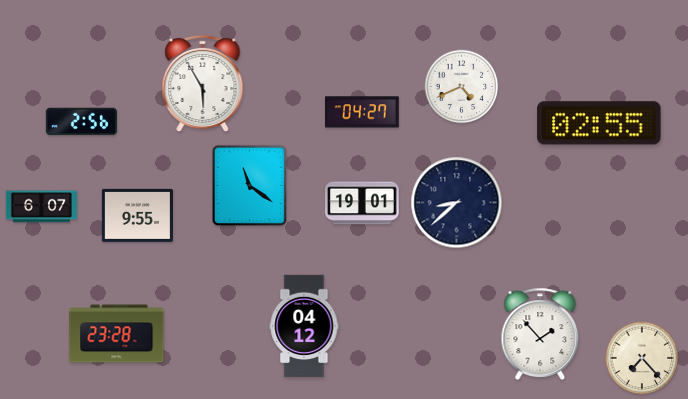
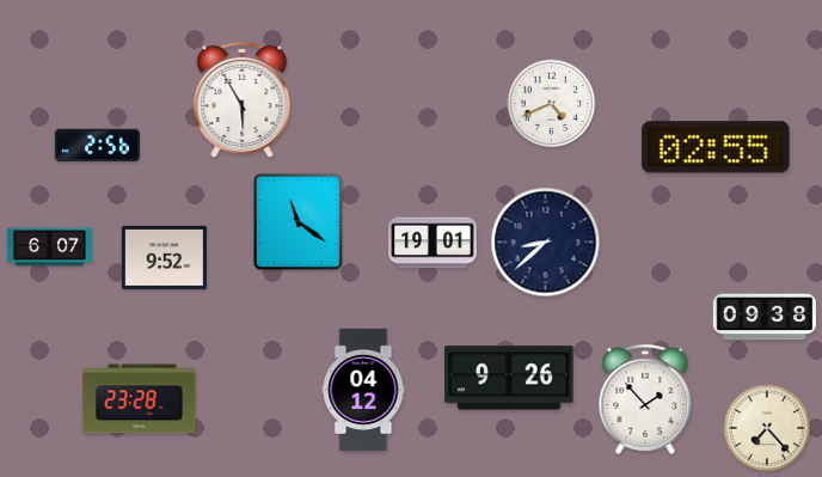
clock at (363, 112): 04:27 -> none
clock at (137, 215): 9:55 -> 9:52
clock at (765, 317): none -> 09:38
clock at (509, 378): none -> 9:26
